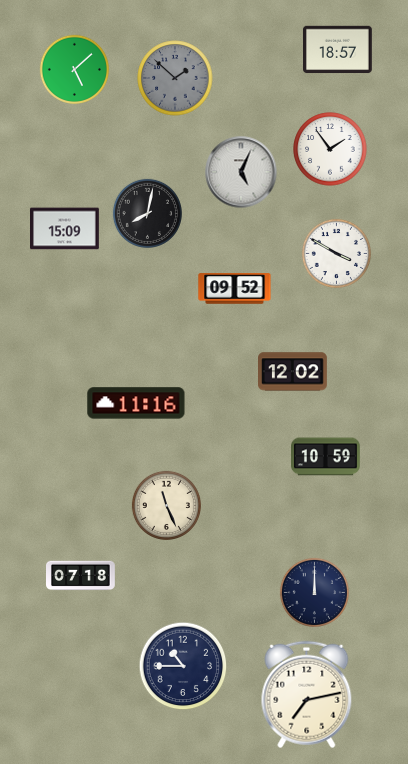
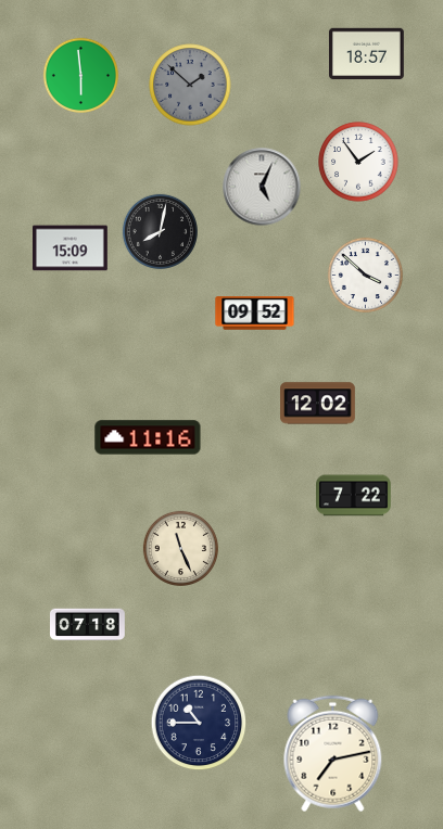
clock at (74, 69): 5:08 -> 5:59
clock at (336, 253): 3:50 -> 3:52
clock at (326, 457): 10:59 -> 7:22
clock at (314, 592): 12:00 -> none
